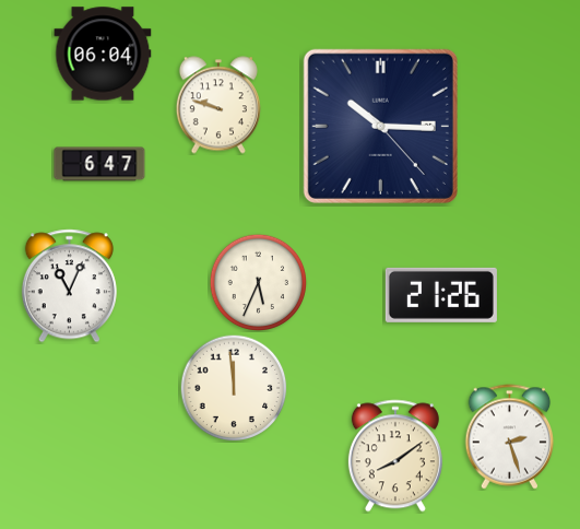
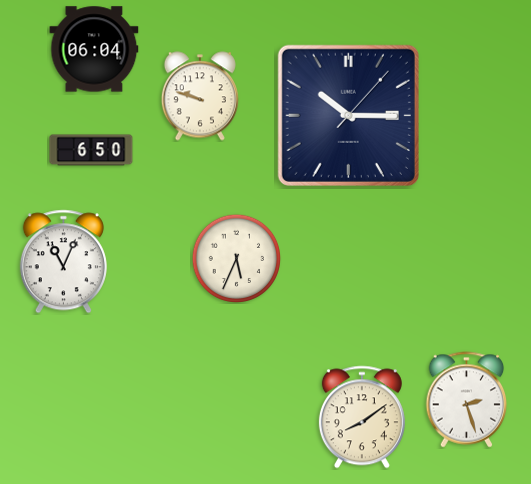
clock at (380, 126): 10:15:23 -> 10:15:07
clock at (99, 164): 6:47 -> 6:50
clock at (441, 295): 21:26 -> none
clock at (234, 388): 11:59 -> none
